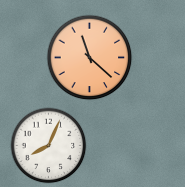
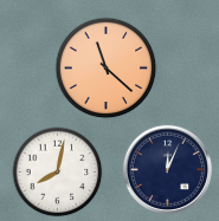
clock at (167, 169): none -> 12:04
clock at (49, 146): 8:04 -> 8:02
